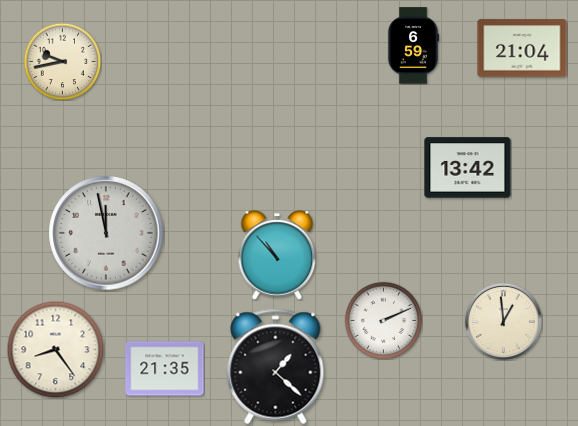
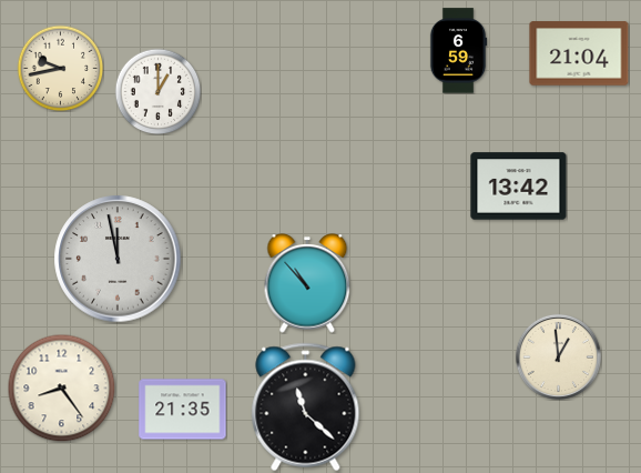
clock at (62, 61) position: (62, 61) -> (60, 68)
clock at (157, 91): none -> 1:00
clock at (383, 320): 2:11 -> none
clock at (276, 367): 1:22 -> 11:22
